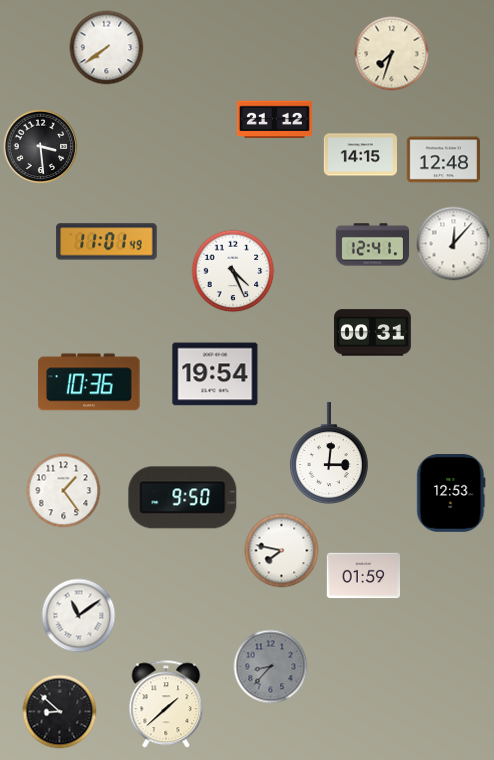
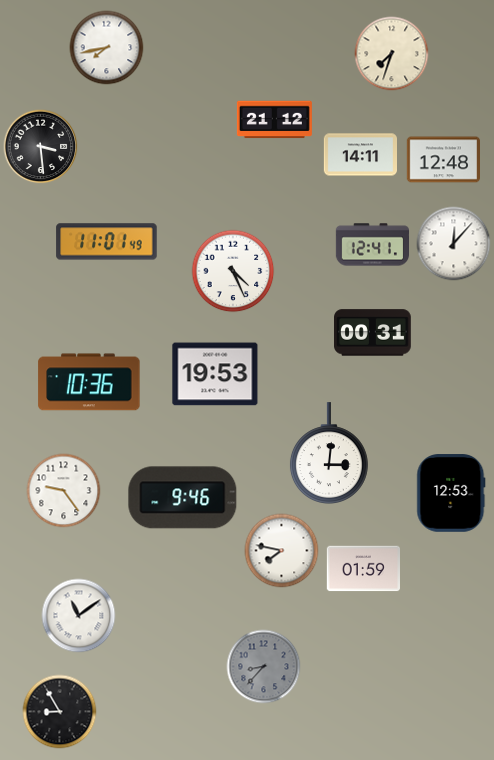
clock at (107, 48): 7:39 -> 7:43
clock at (360, 155): 14:15 -> 14:11
clock at (215, 374): 19:54 -> 19:53
clock at (64, 491): 1:24 -> 9:24
clock at (183, 498): 9:50 -> 9:46
clock at (363, 576) position: (363, 576) -> (363, 569)
clock at (271, 667) position: (271, 667) -> (264, 667)
clock at (166, 705): 1:38 -> none
clock at (60, 712): 8:52 -> 8:55
